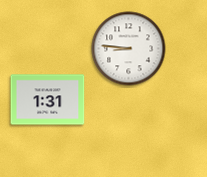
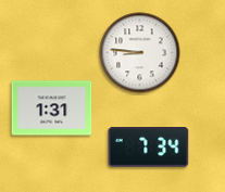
clock at (149, 148): none -> 7:34
